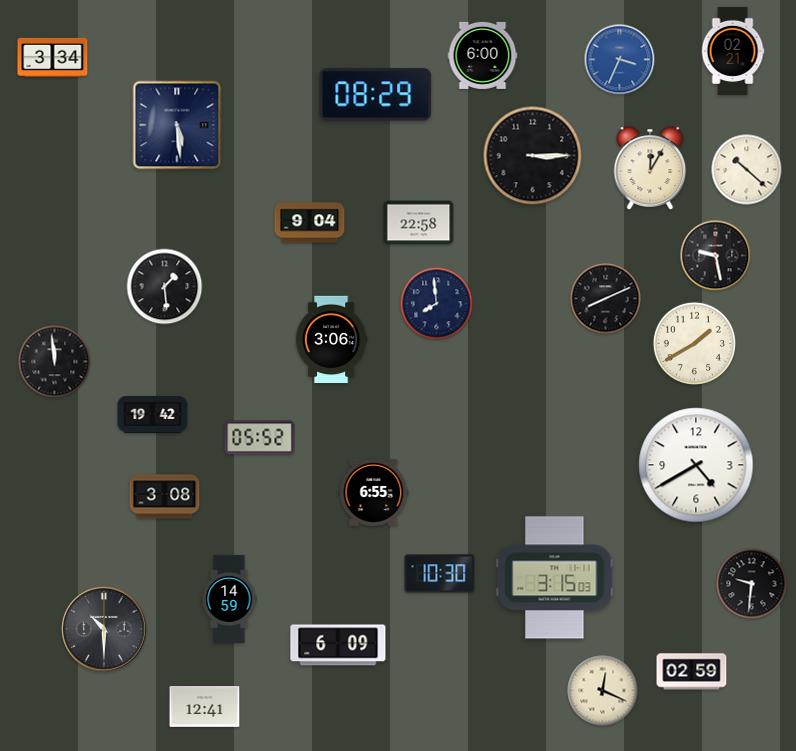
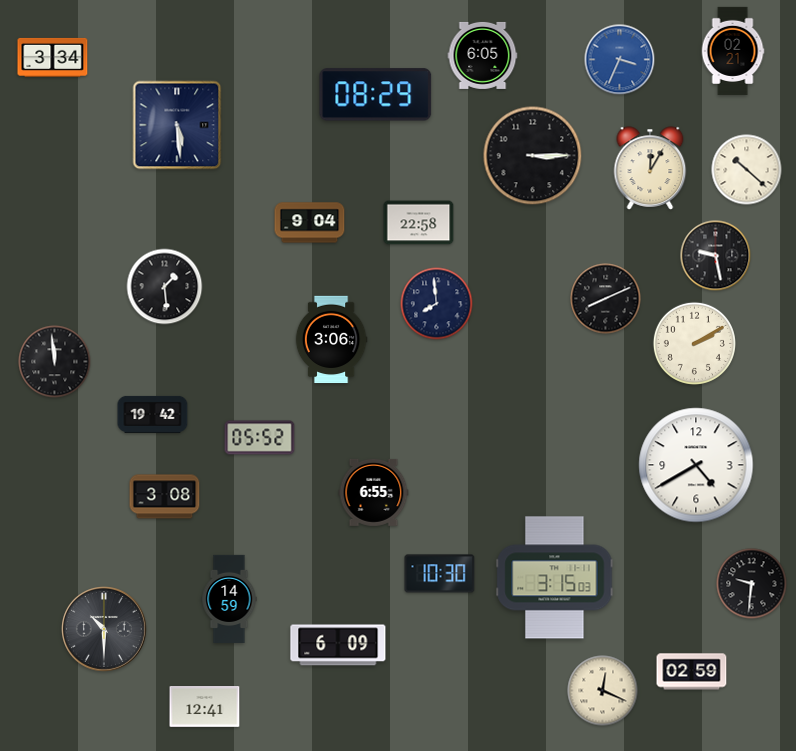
clock at (483, 55): 6:00 -> 6:05
clock at (694, 343): 1:40 -> 2:10
